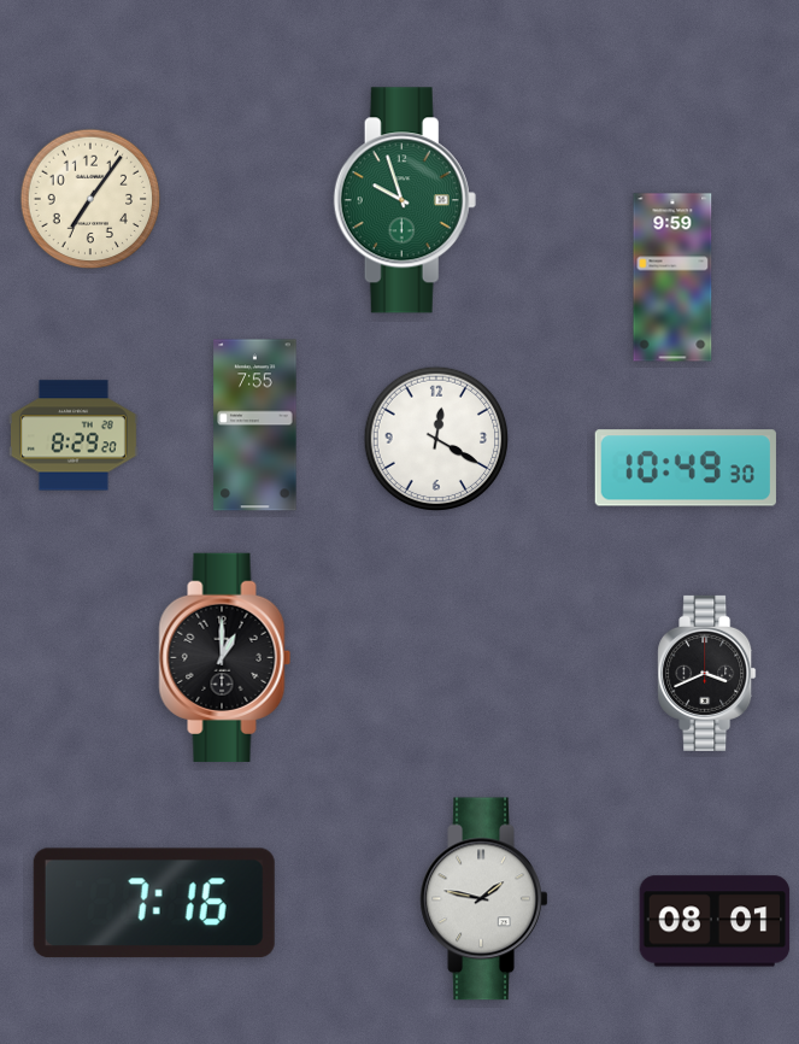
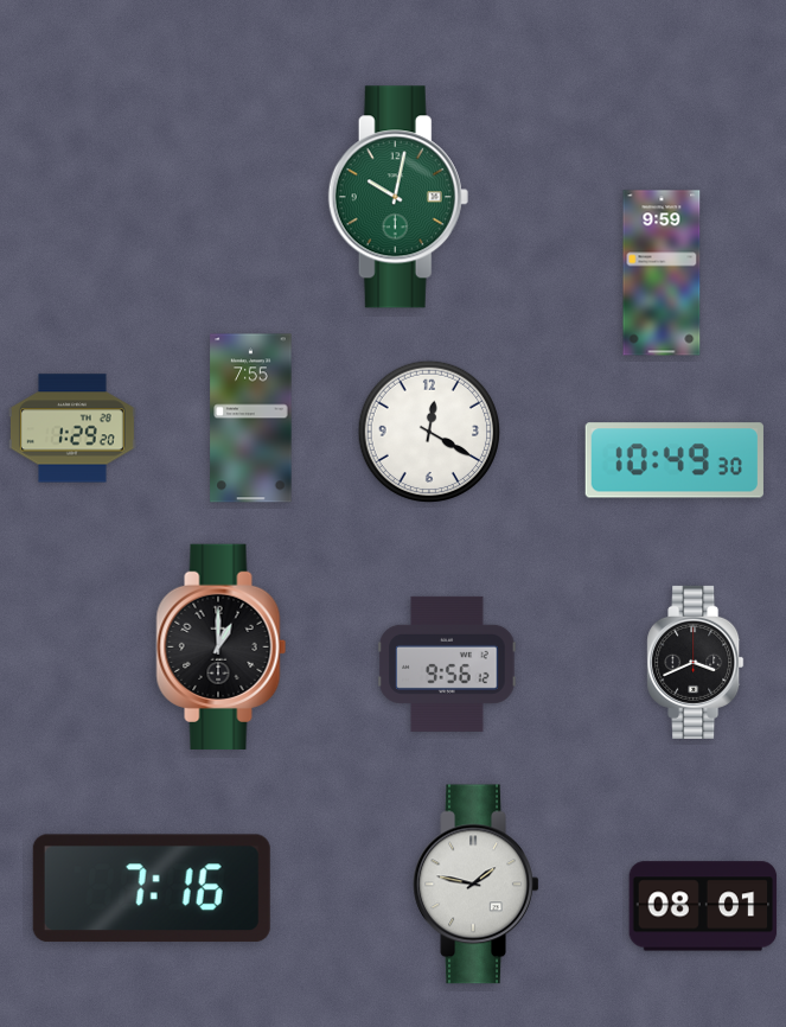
clock at (90, 199): 7:06 -> none
clock at (405, 200): 9:57 -> 10:02
clock at (74, 435): 8:29 -> 1:29
clock at (447, 664): none -> 9:56
